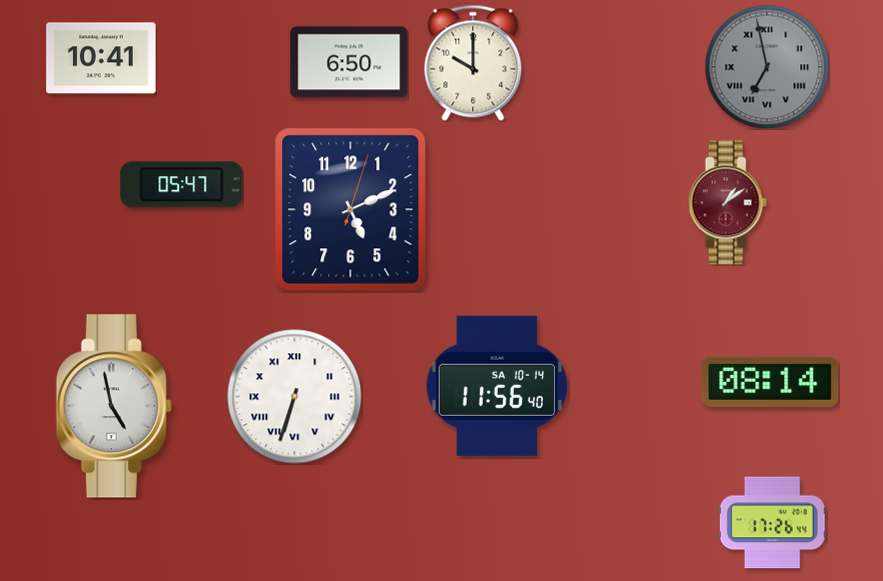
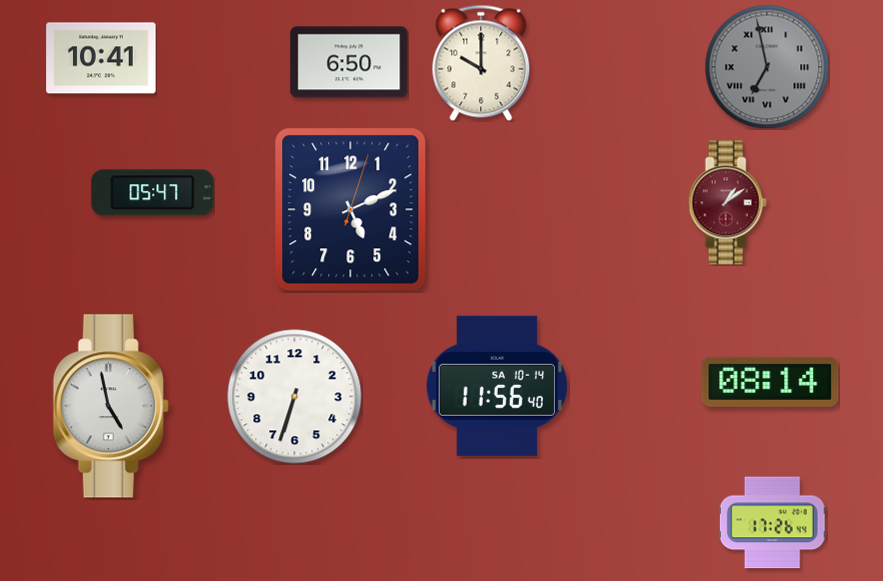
clock at (473, 63) position: (473, 63) -> (481, 63)
clock at (182, 185) position: (182, 185) -> (153, 193)
clock at (295, 397) numerals: Roman -> Arabic
clock at (114, 406) position: (114, 406) -> (111, 406)
